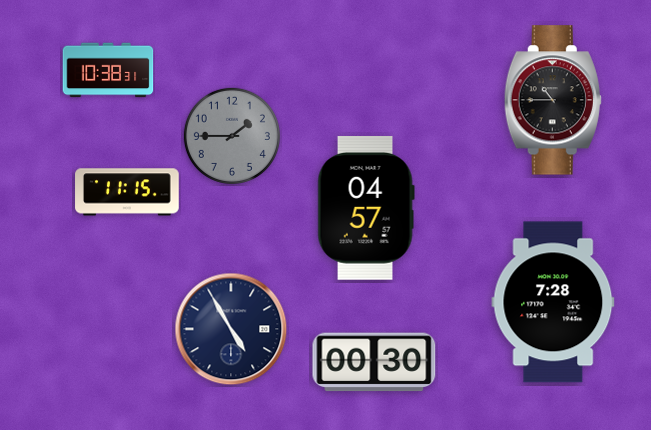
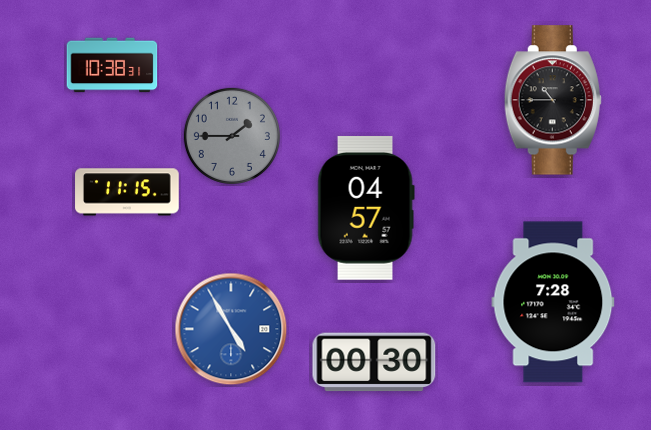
clock at (108, 70) position: (108, 70) -> (112, 65)
clock at (231, 329) dial: navy -> blue
